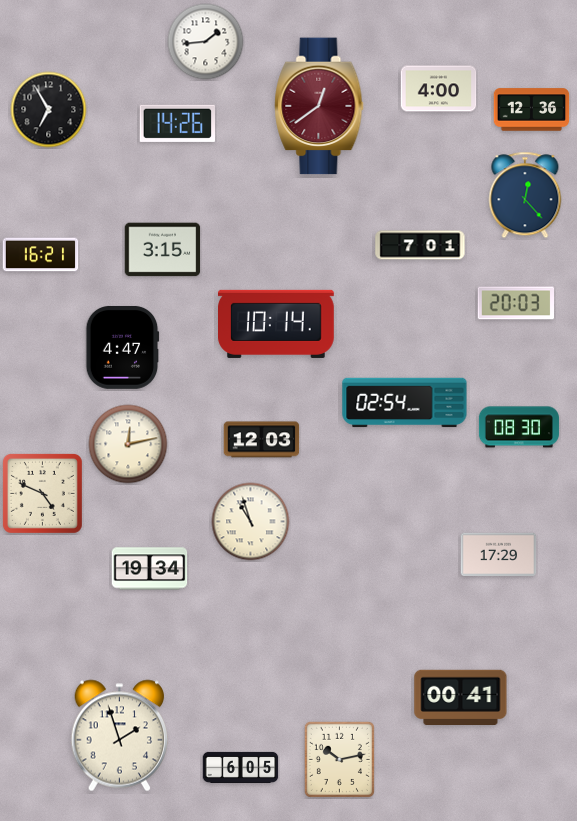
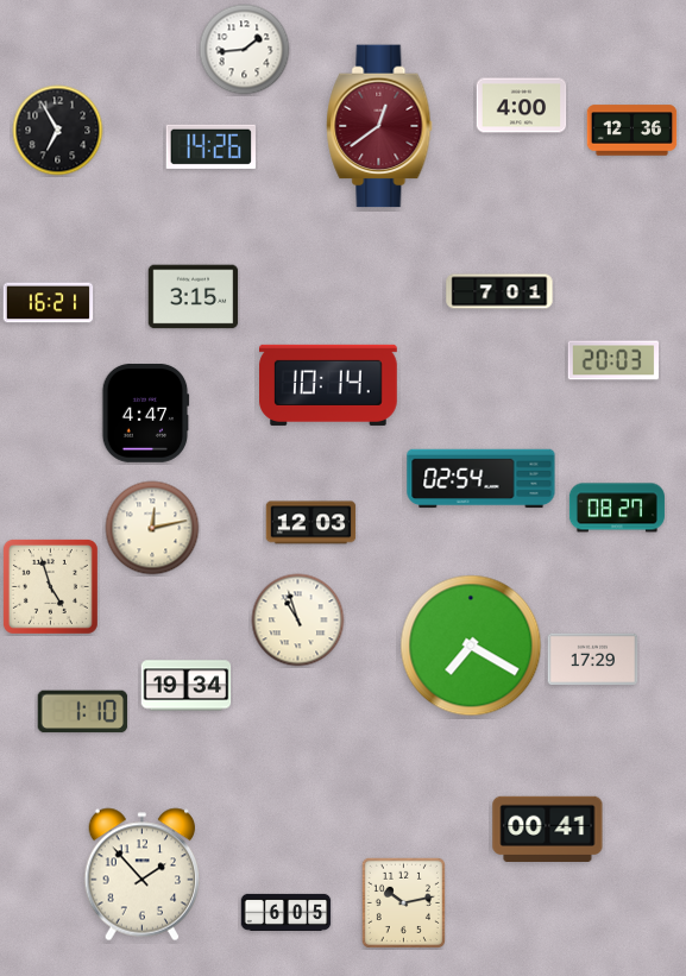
clock at (525, 195): 12:23 -> none
clock at (519, 427): 08:30 -> 08:27
clock at (42, 493): 4:49 -> 4:57
clock at (471, 646): none -> 7:20
clock at (150, 569) position: (150, 569) -> (187, 686)
clock at (83, 712): none -> 1:10
clock at (119, 736): 1:57 -> 1:53
